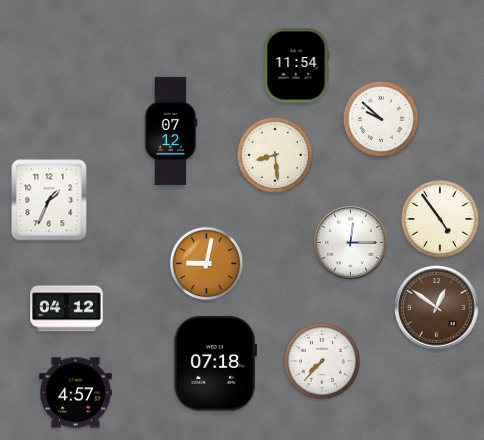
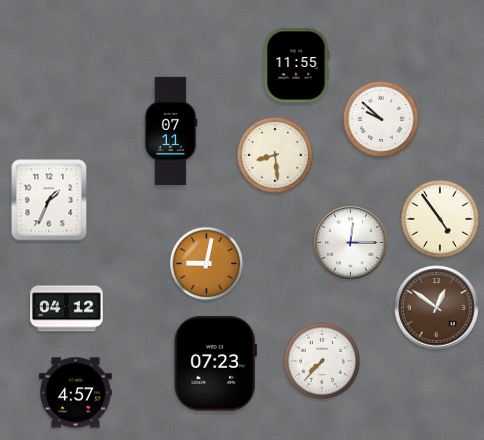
clock at (297, 66): 11:54 -> 11:55
clock at (171, 131): 07:12 -> 07:11
clock at (215, 364): 07:18 -> 07:23
